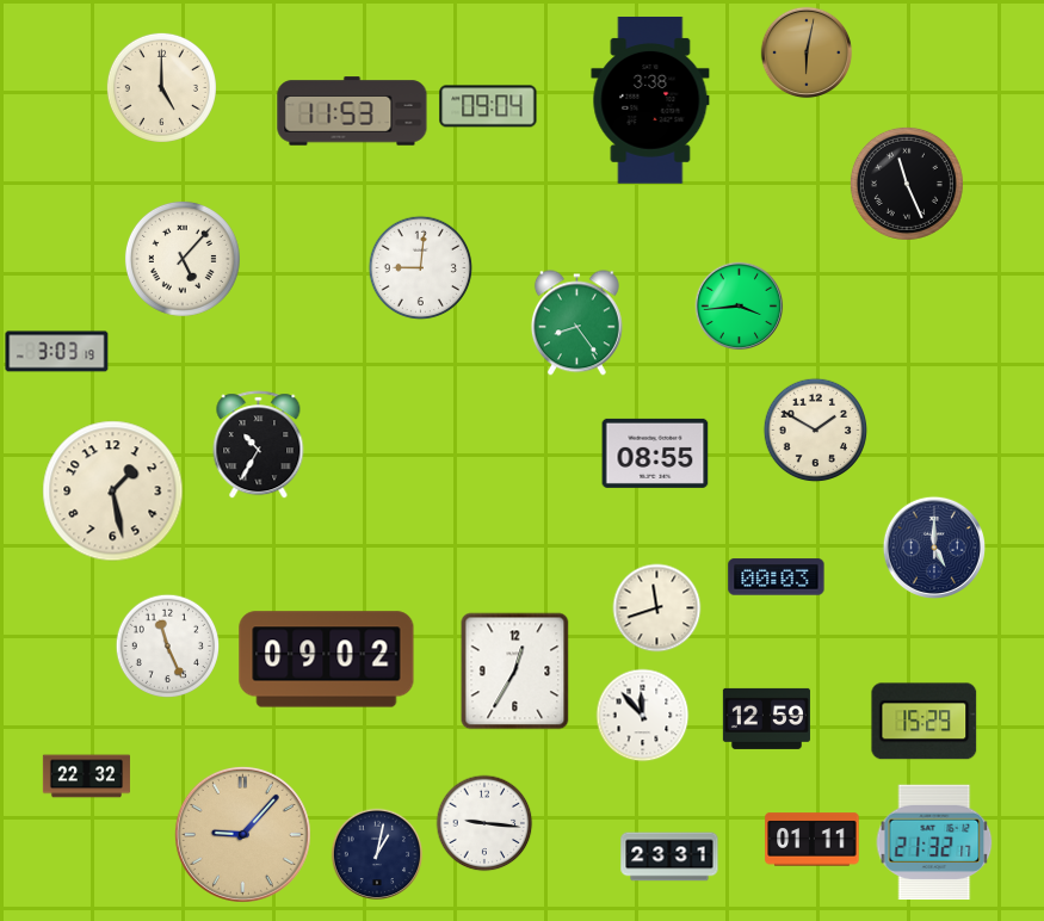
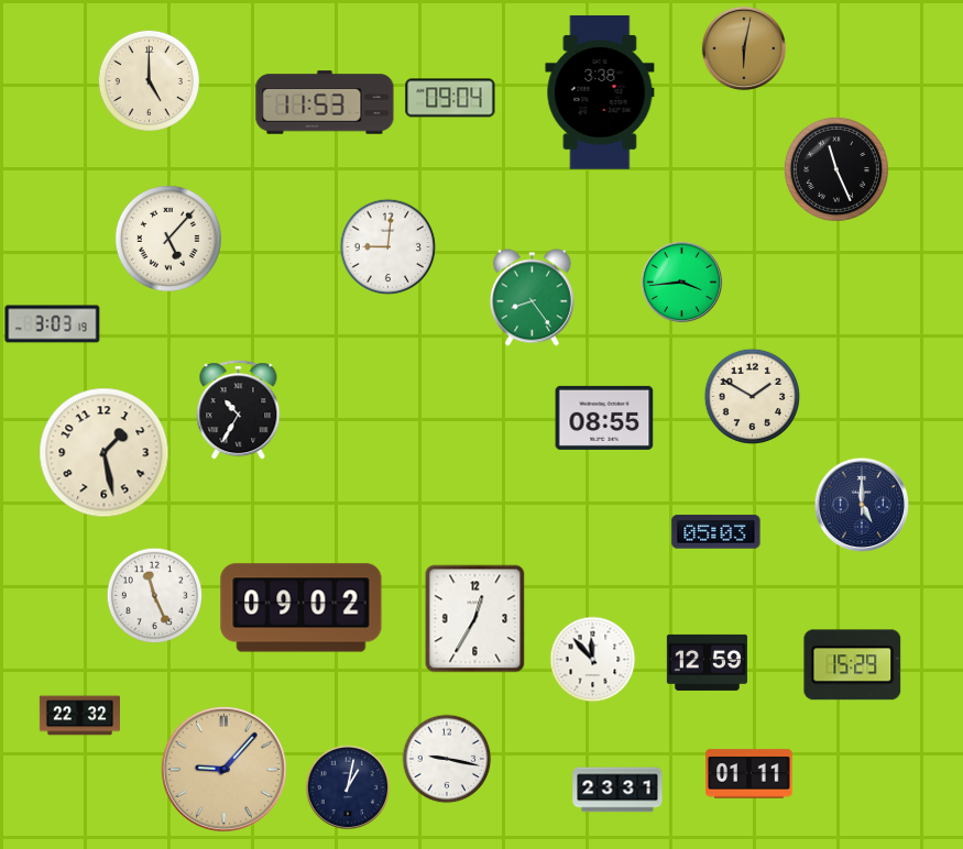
clock at (777, 577): 00:03 -> 05:03
clock at (657, 608): 11:42 -> none
clock at (484, 823): 9:16 -> 9:17
clock at (934, 842): 21:32 -> none
